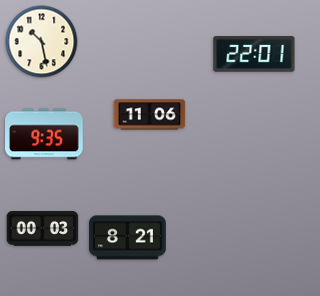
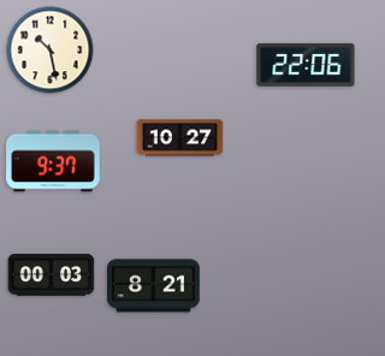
clock at (254, 54): 22:01 -> 22:06
clock at (150, 115): 11:06 -> 10:27
clock at (44, 134): 9:35 -> 9:37
